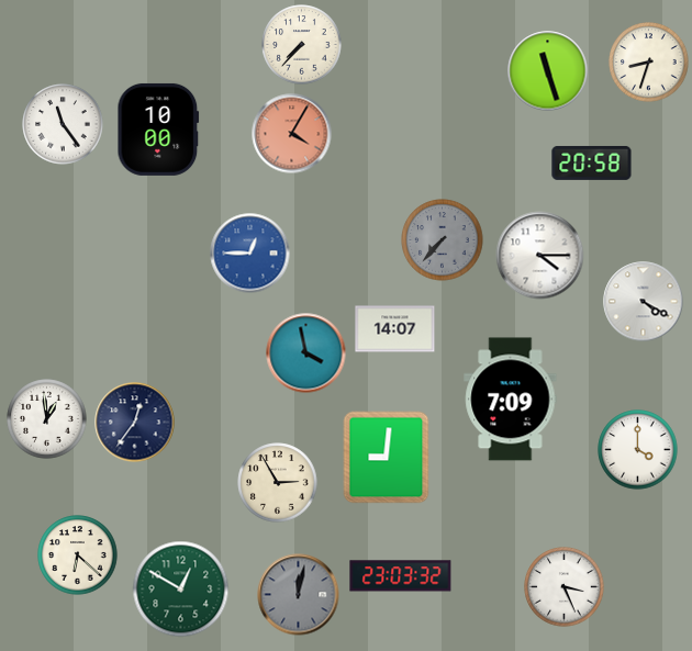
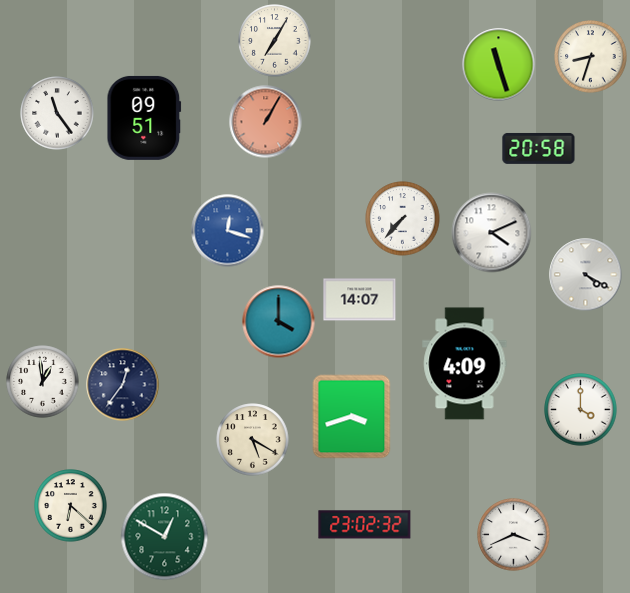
clock at (302, 45): 7:37 -> 7:05
clock at (158, 130): 10:00 -> 09:51
clock at (292, 134): 4:05 -> 1:05
clock at (443, 240) dial: grey -> white
clock at (250, 254): 12:45 -> 12:18
clock at (540, 256): 4:15 -> 4:11
clock at (306, 353): 3:58 -> 4:00
clock at (511, 400): 7:09 -> 4:09
clock at (387, 458): 9:01 -> 3:42
clock at (278, 483): 2:55 -> 5:20
clock at (401, 576): 23:03 -> 23:02
clock at (565, 587): 3:26 -> 3:41
clock at (299, 595): 12:02 -> none
